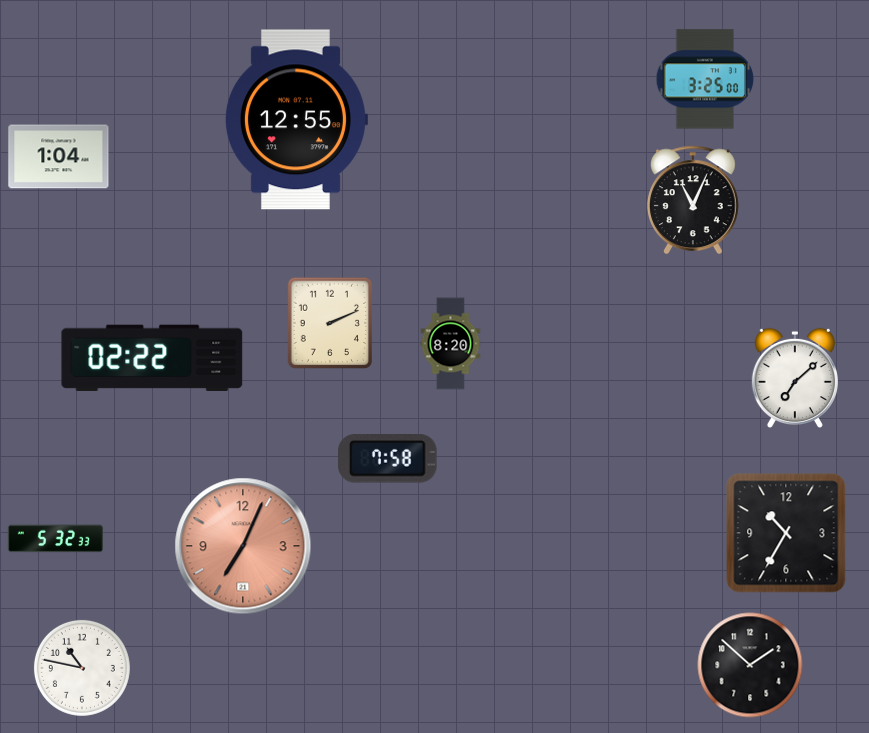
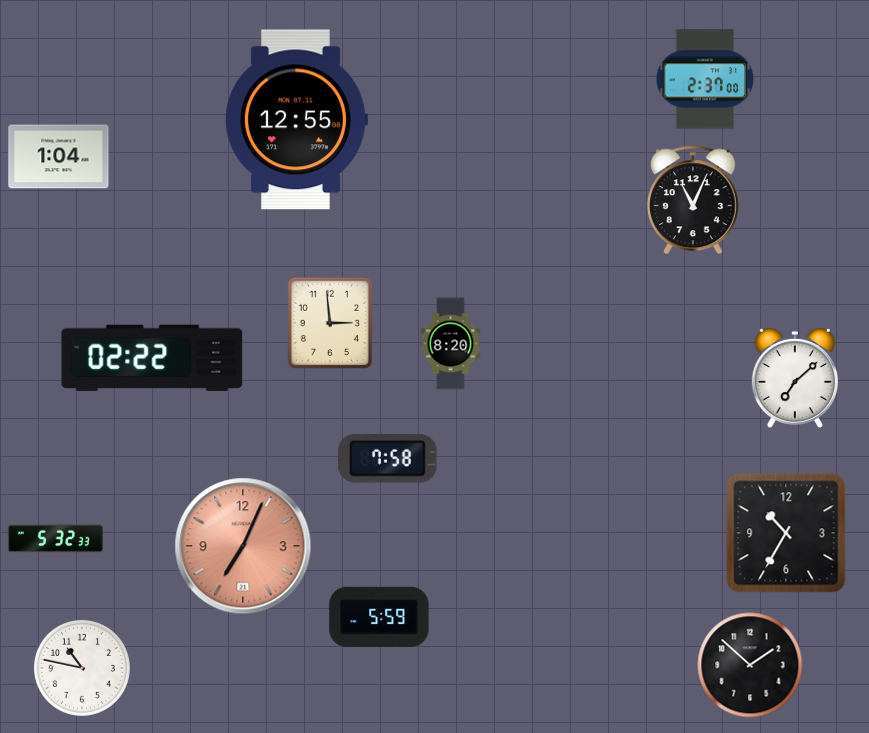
clock at (705, 79): 3:25 -> 2:37
clock at (329, 322): 2:11 -> 2:59
clock at (379, 617): none -> 5:59
